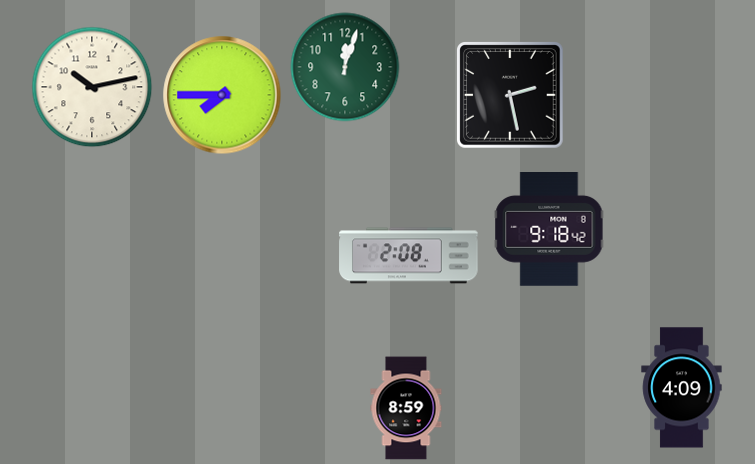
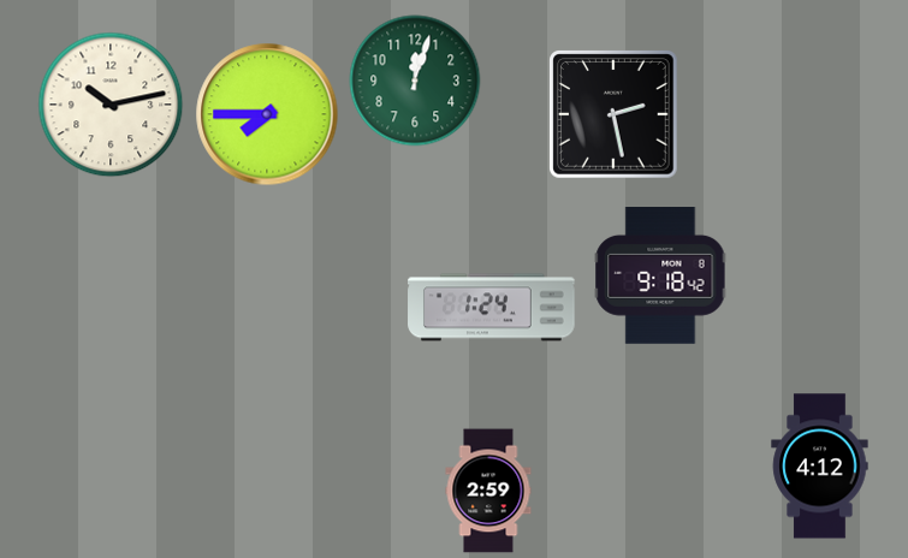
clock at (409, 256): 2:08 -> 1:24
clock at (682, 388): 4:09 -> 4:12
clock at (406, 408): 8:59 -> 2:59
